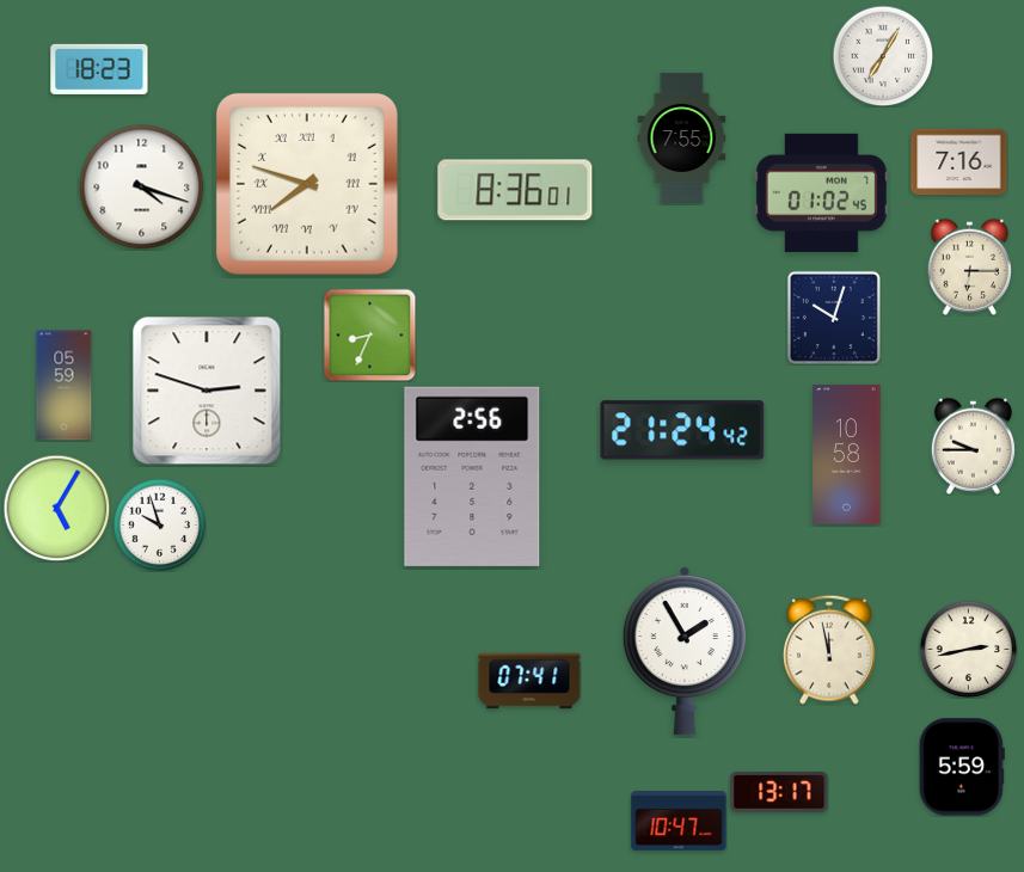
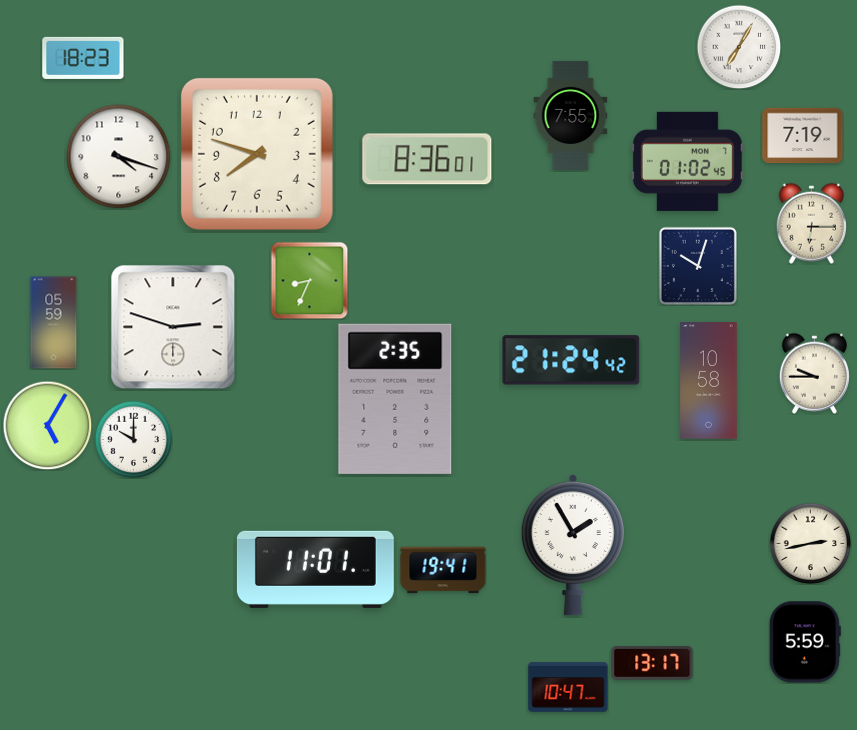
clock at (959, 162): 7:16 -> 7:19
clock at (307, 184) numerals: Roman -> Arabic
clock at (515, 190) position: (515, 190) -> (427, 159)
clock at (472, 477): 2:56 -> 2:35
clock at (159, 524): 9:57 -> 10:00
clock at (829, 650): 11:58 -> none
clock at (315, 569): none -> 11:01
clock at (529, 681): 07:41 -> 19:41
